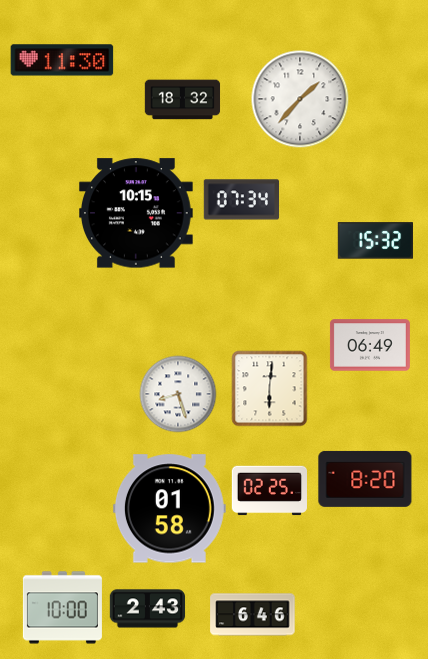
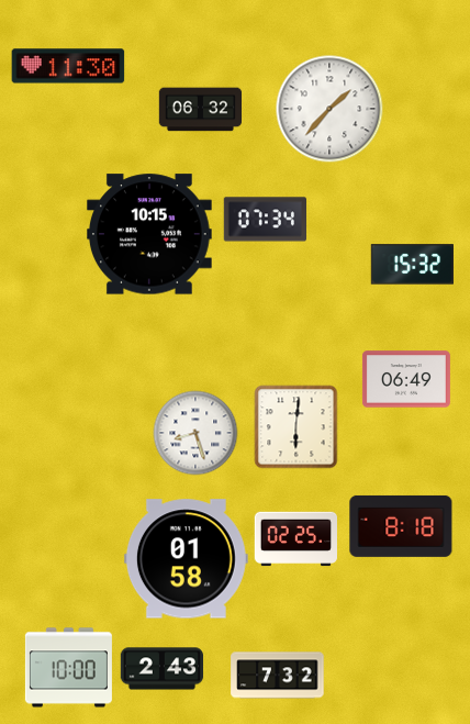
clock at (183, 100): 18:32 -> 06:32
clock at (365, 479): 8:20 -> 8:18
clock at (253, 615): 6:46 -> 7:32
